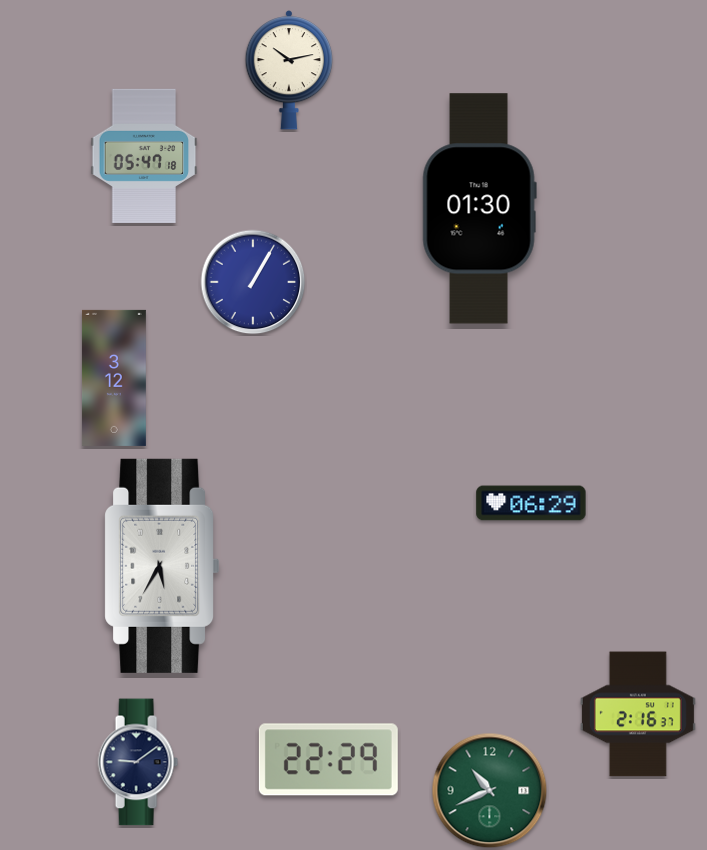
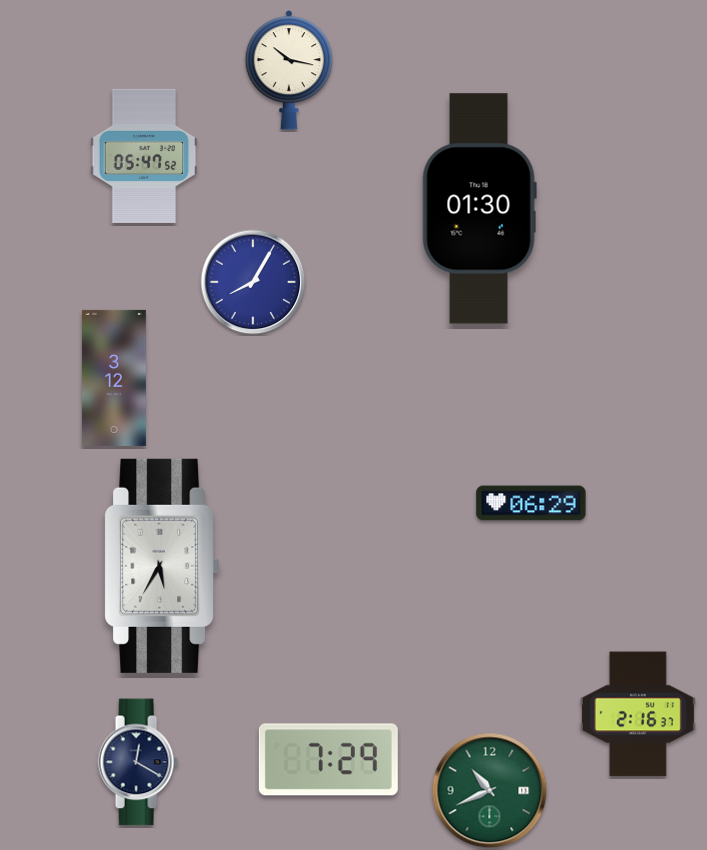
clock at (288, 71): 10:13 -> 10:17
clock at (144, 156): 05:47:18 -> 05:47:52
clock at (253, 282): 1:05 -> 8:05
clock at (328, 760): 22:29 -> 7:29
clock at (138, 762): 9:09 -> 12:20
